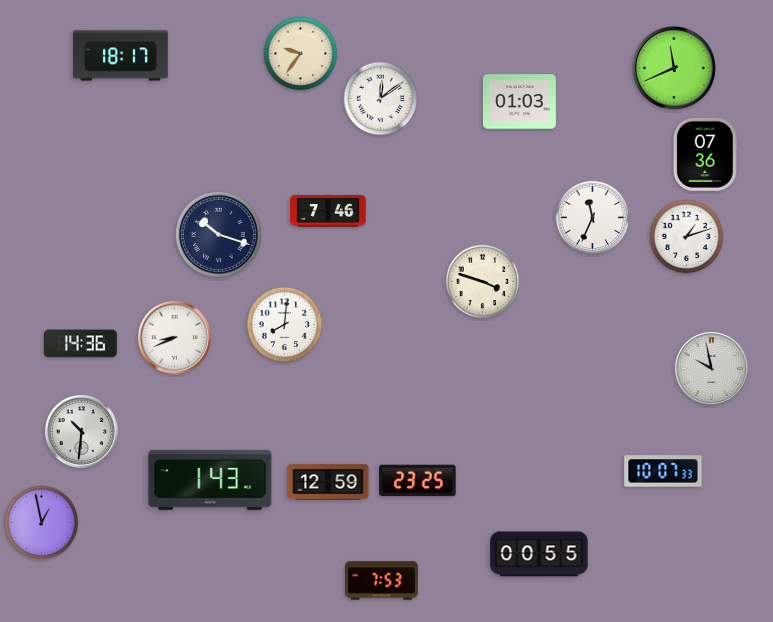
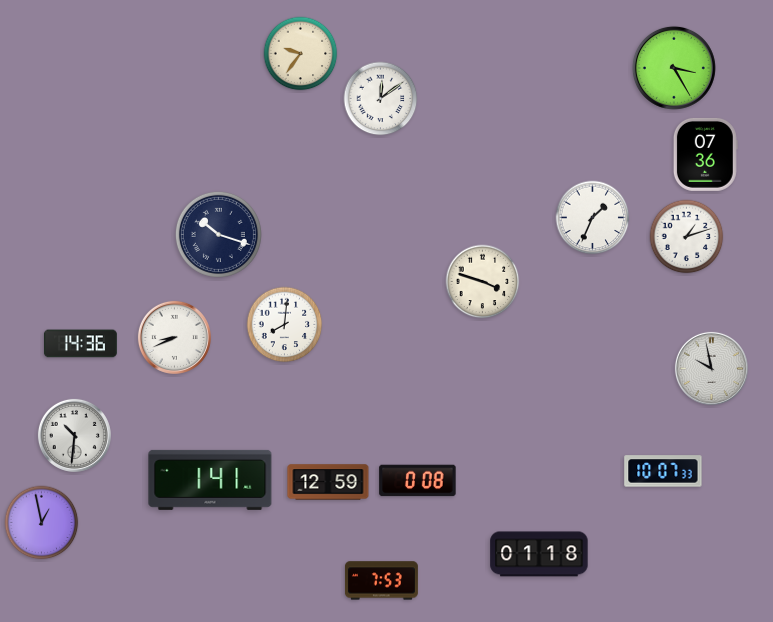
clock at (121, 56): 18:17 -> none
clock at (674, 68): 11:41 -> 3:25
clock at (519, 102): 01:03 -> none
clock at (328, 211): 7:46 -> none
clock at (593, 218): 11:34 -> 1:34
clock at (81, 431) position: (81, 431) -> (74, 435)
clock at (210, 480): 1:43 -> 1:41
clock at (418, 481): 23:25 -> 0:08
clock at (539, 554): 00:55 -> 01:18
